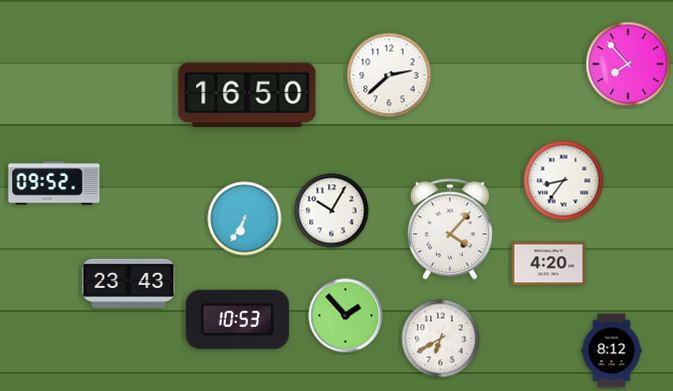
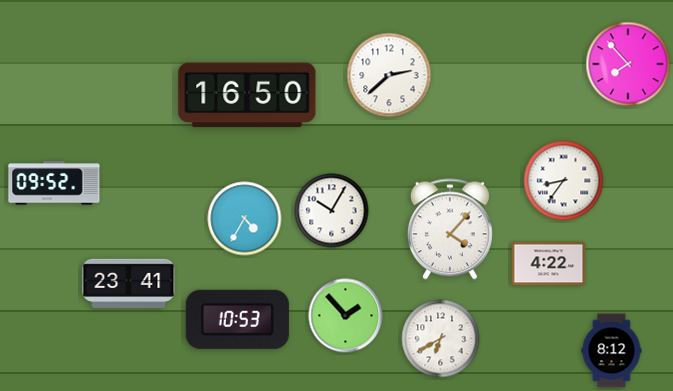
clock at (245, 219): 6:35 -> 4:35
clock at (549, 264): 4:20 -> 4:22
clock at (129, 283): 23:43 -> 23:41
